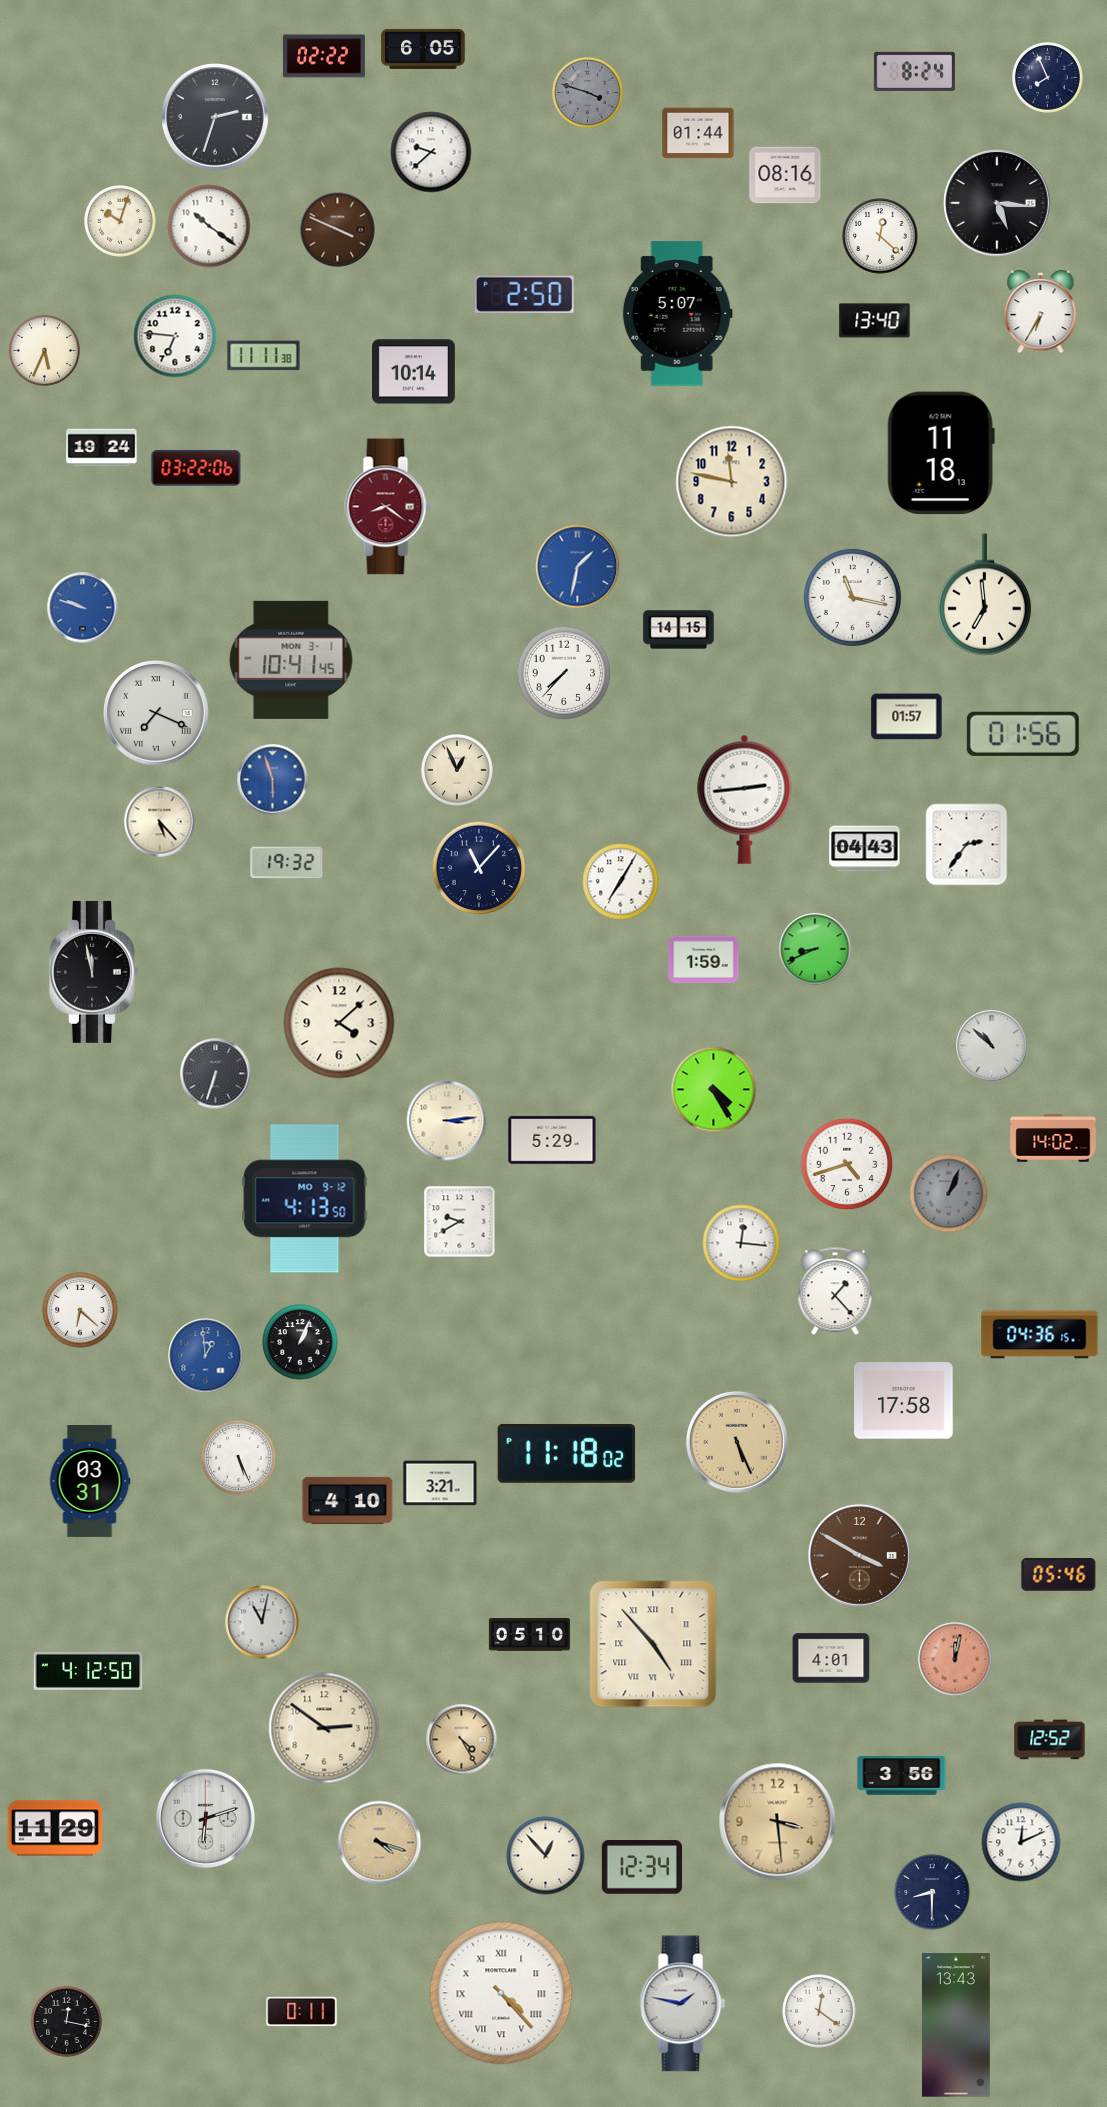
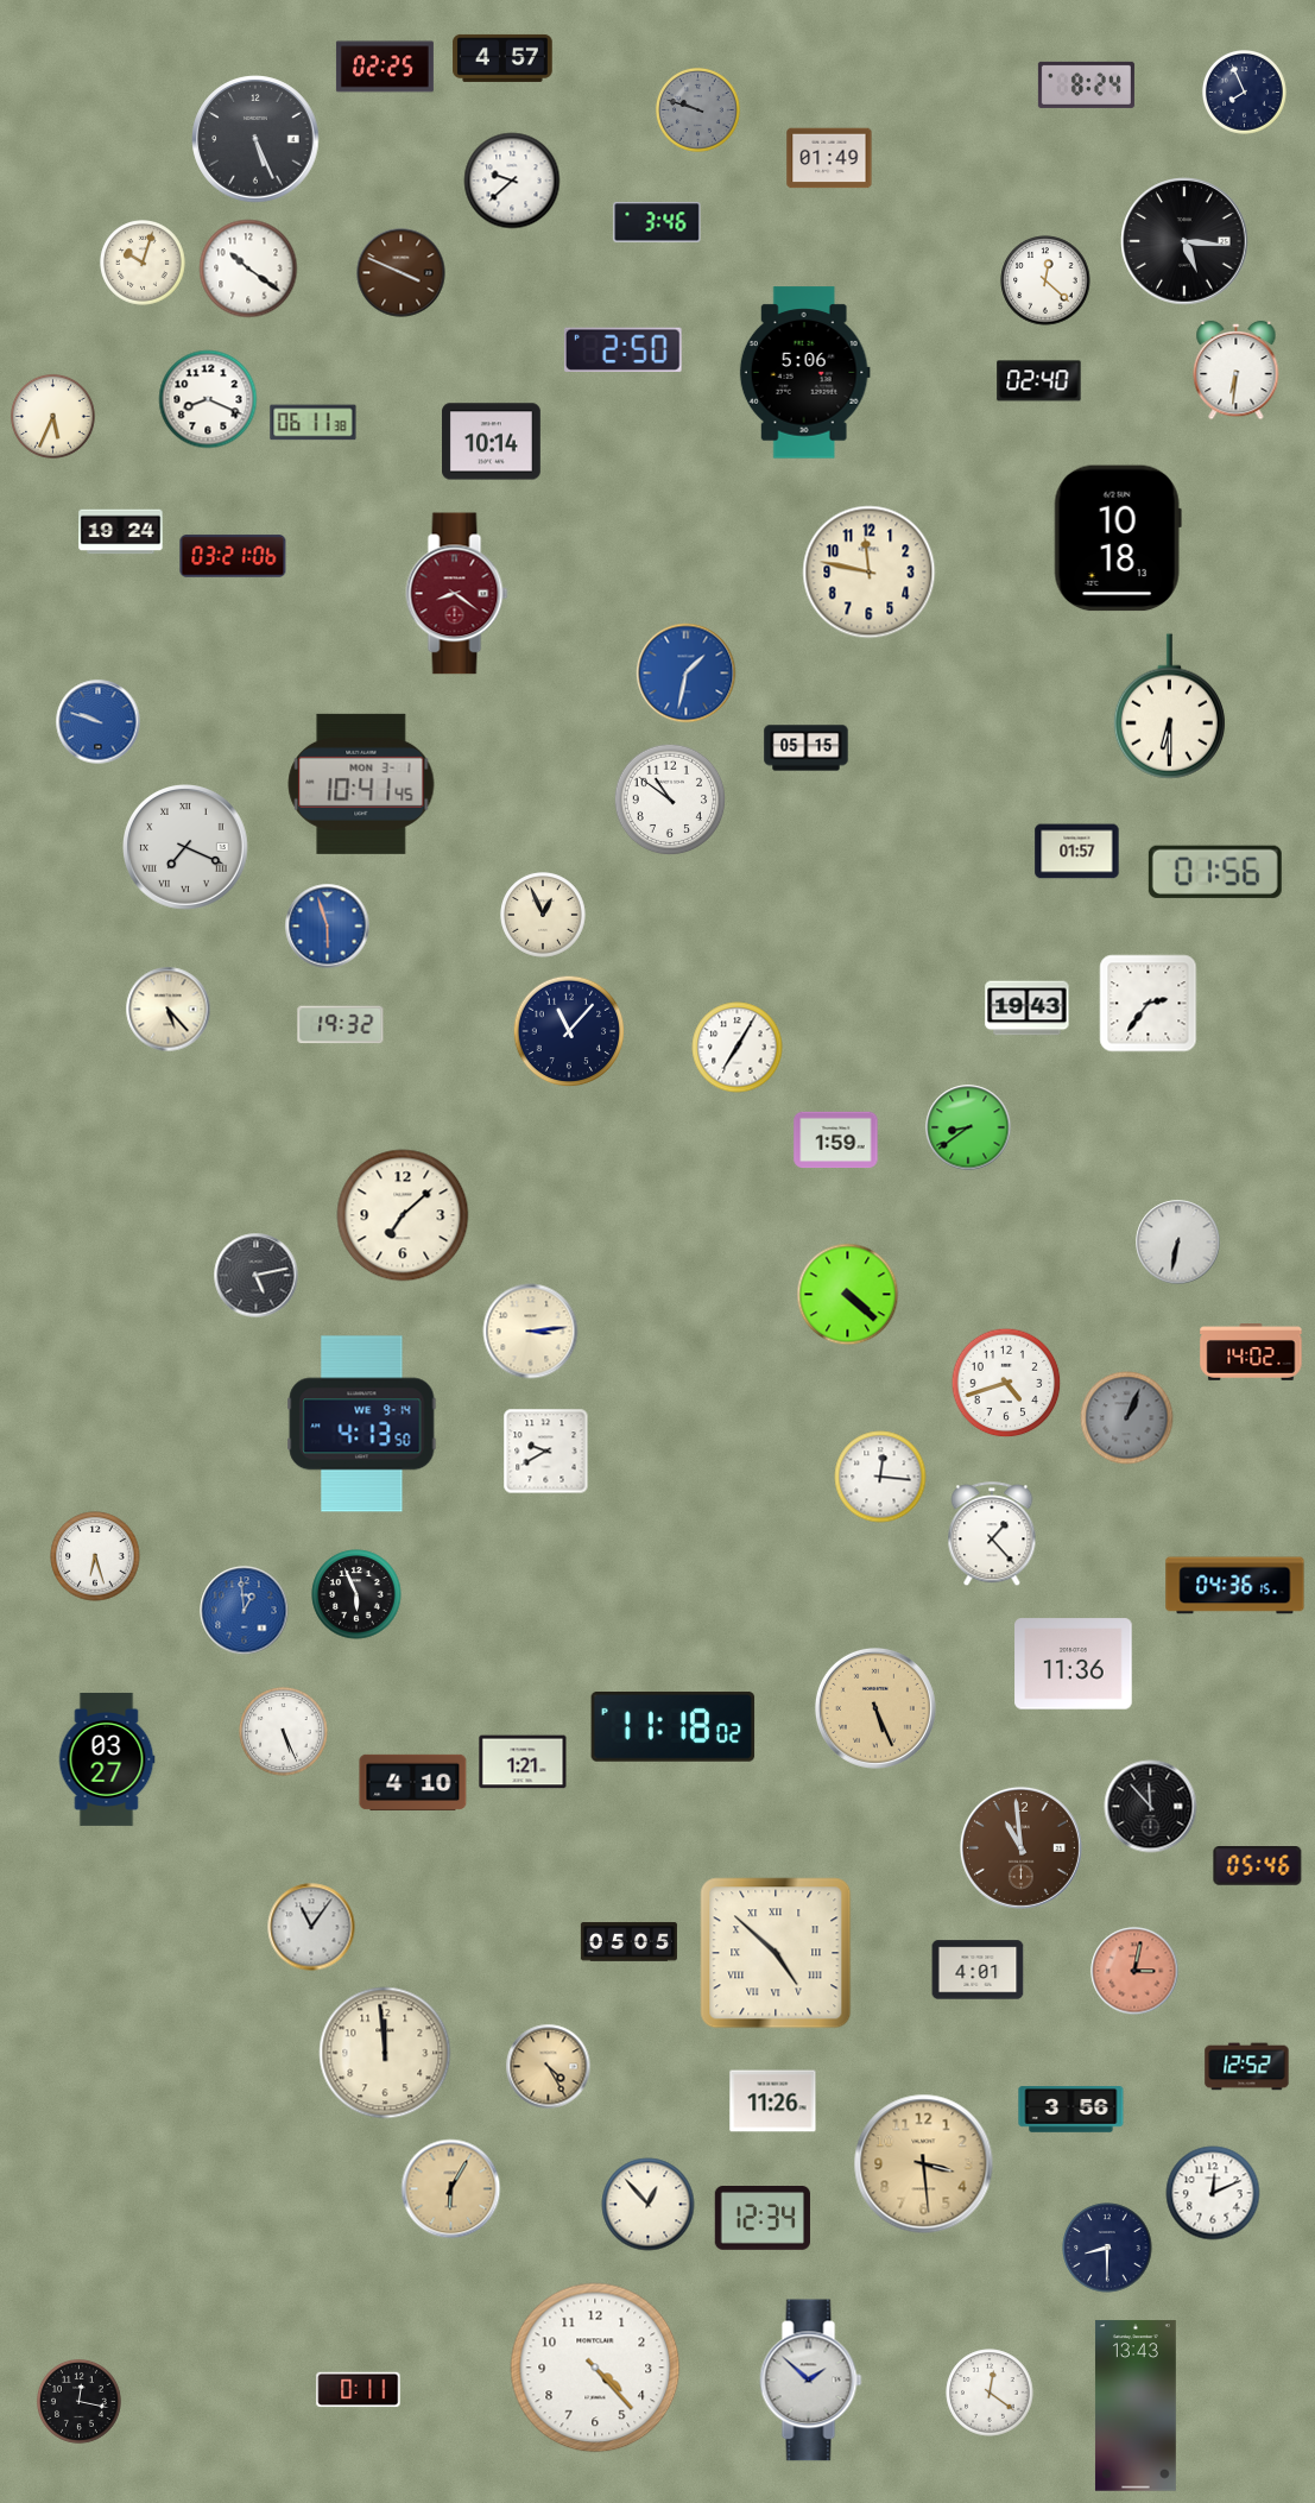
clock at (423, 49): 6:05 -> 4:57
clock at (324, 56): 02:22 -> 02:25
clock at (588, 93): 3:48 -> 9:48
clock at (215, 117): 2:33 -> 5:26
clock at (698, 133): 01:44 -> 01:49
clock at (785, 175): 08:16 -> none
clock at (657, 222): none -> 3:46
clock at (1041, 312): 6:35 -> 6:31
clock at (677, 314): 5:07 -> 5:06
clock at (875, 321): 13:40 -> 02:40
clock at (175, 336): 6:46 -> 8:19
clock at (264, 356): 11:11 -> 06:11
clock at (941, 453): 11:18 -> 10:18
clock at (196, 468): 03:22 -> 03:21
clock at (388, 507) position: (388, 507) -> (457, 594)
clock at (984, 595): 6:59 -> 6:30
clock at (852, 597): 11:17 -> none
clock at (679, 630): 14:15 -> 05:15
clock at (291, 660) position: (291, 660) -> (361, 784)
clock at (564, 673): 7:37 -> 10:51
clock at (273, 780) position: (273, 780) -> (328, 927)
clock at (745, 799): 2:44 -> none
clock at (160, 822) position: (160, 822) -> (169, 1010)
clock at (865, 849): 04:43 -> 19:43
clock at (815, 949): 8:41 -> 8:39
clock at (94, 972): 11:58 -> none
clock at (339, 1023): 4:08 -> 7:08
clock at (992, 1046): 10:52 -> 6:32
clock at (216, 1074): 6:33 -> 5:13
clock at (714, 1090): 4:25 -> 4:22
clock at (552, 1140): 5:29 -> none
clock at (305, 1199) date: MO 9-12 -> WE 9-14
clock at (80, 1310): 6:22 -> 6:27
clock at (300, 1342): 1:04 -> 5:56
clock at (904, 1401): 17:58 -> 11:36
clock at (737, 1442) position: (737, 1442) -> (875, 1708)
clock at (90, 1481): 03:31 -> 03:27
clock at (440, 1483): 3:21 -> 1:21
clock at (1151, 1807): none -> 11:53
clock at (859, 1555): 3:50 -> 10:59
clock at (1059, 1575) position: (1059, 1575) -> (1258, 1866)
clock at (262, 1622): 11:02 -> 11:06
clock at (529, 1635): 05:10 -> 05:05
clock at (653, 1644): 4:53 -> 4:52
clock at (831, 1658) position: (831, 1658) -> (978, 1970)
clock at (955, 1659): 12:02 -> 3:02
clock at (88, 1671): 4:12 -> none
clock at (324, 1728): 2:51 -> 11:59
clock at (773, 2101): none -> 11:26
clock at (205, 1818): 6:12 -> none
clock at (55, 1828): 11:29 -> none
clock at (1021, 1842) position: (1021, 1842) -> (1213, 2193)
clock at (380, 1843): 4:18 -> 6:05
clock at (501, 1993) numerals: Roman -> Arabic
clock at (683, 2004): 1:47 -> 1:52
clock at (819, 2011) position: (819, 2011) -> (990, 2393)
